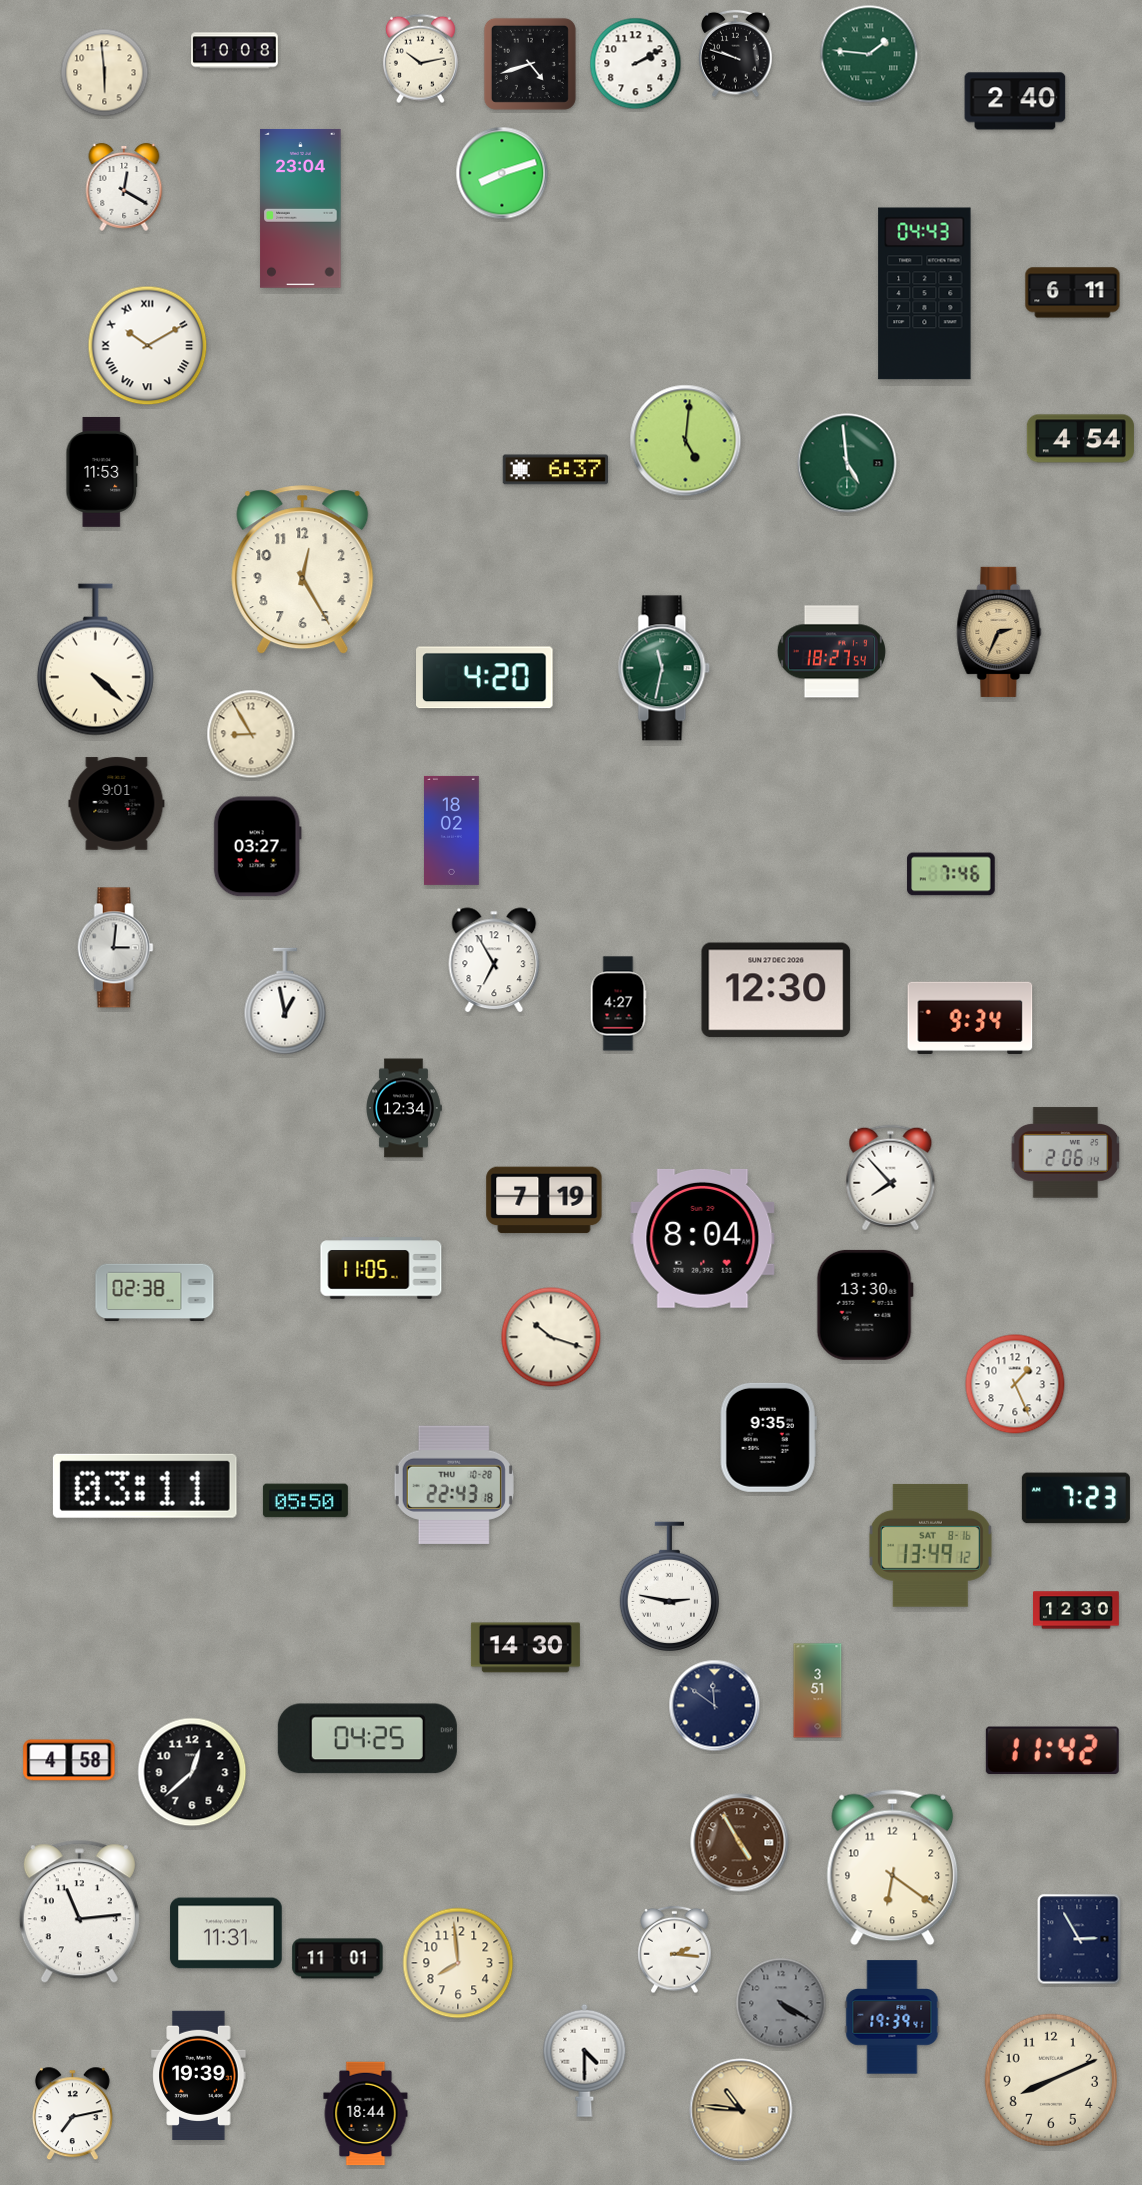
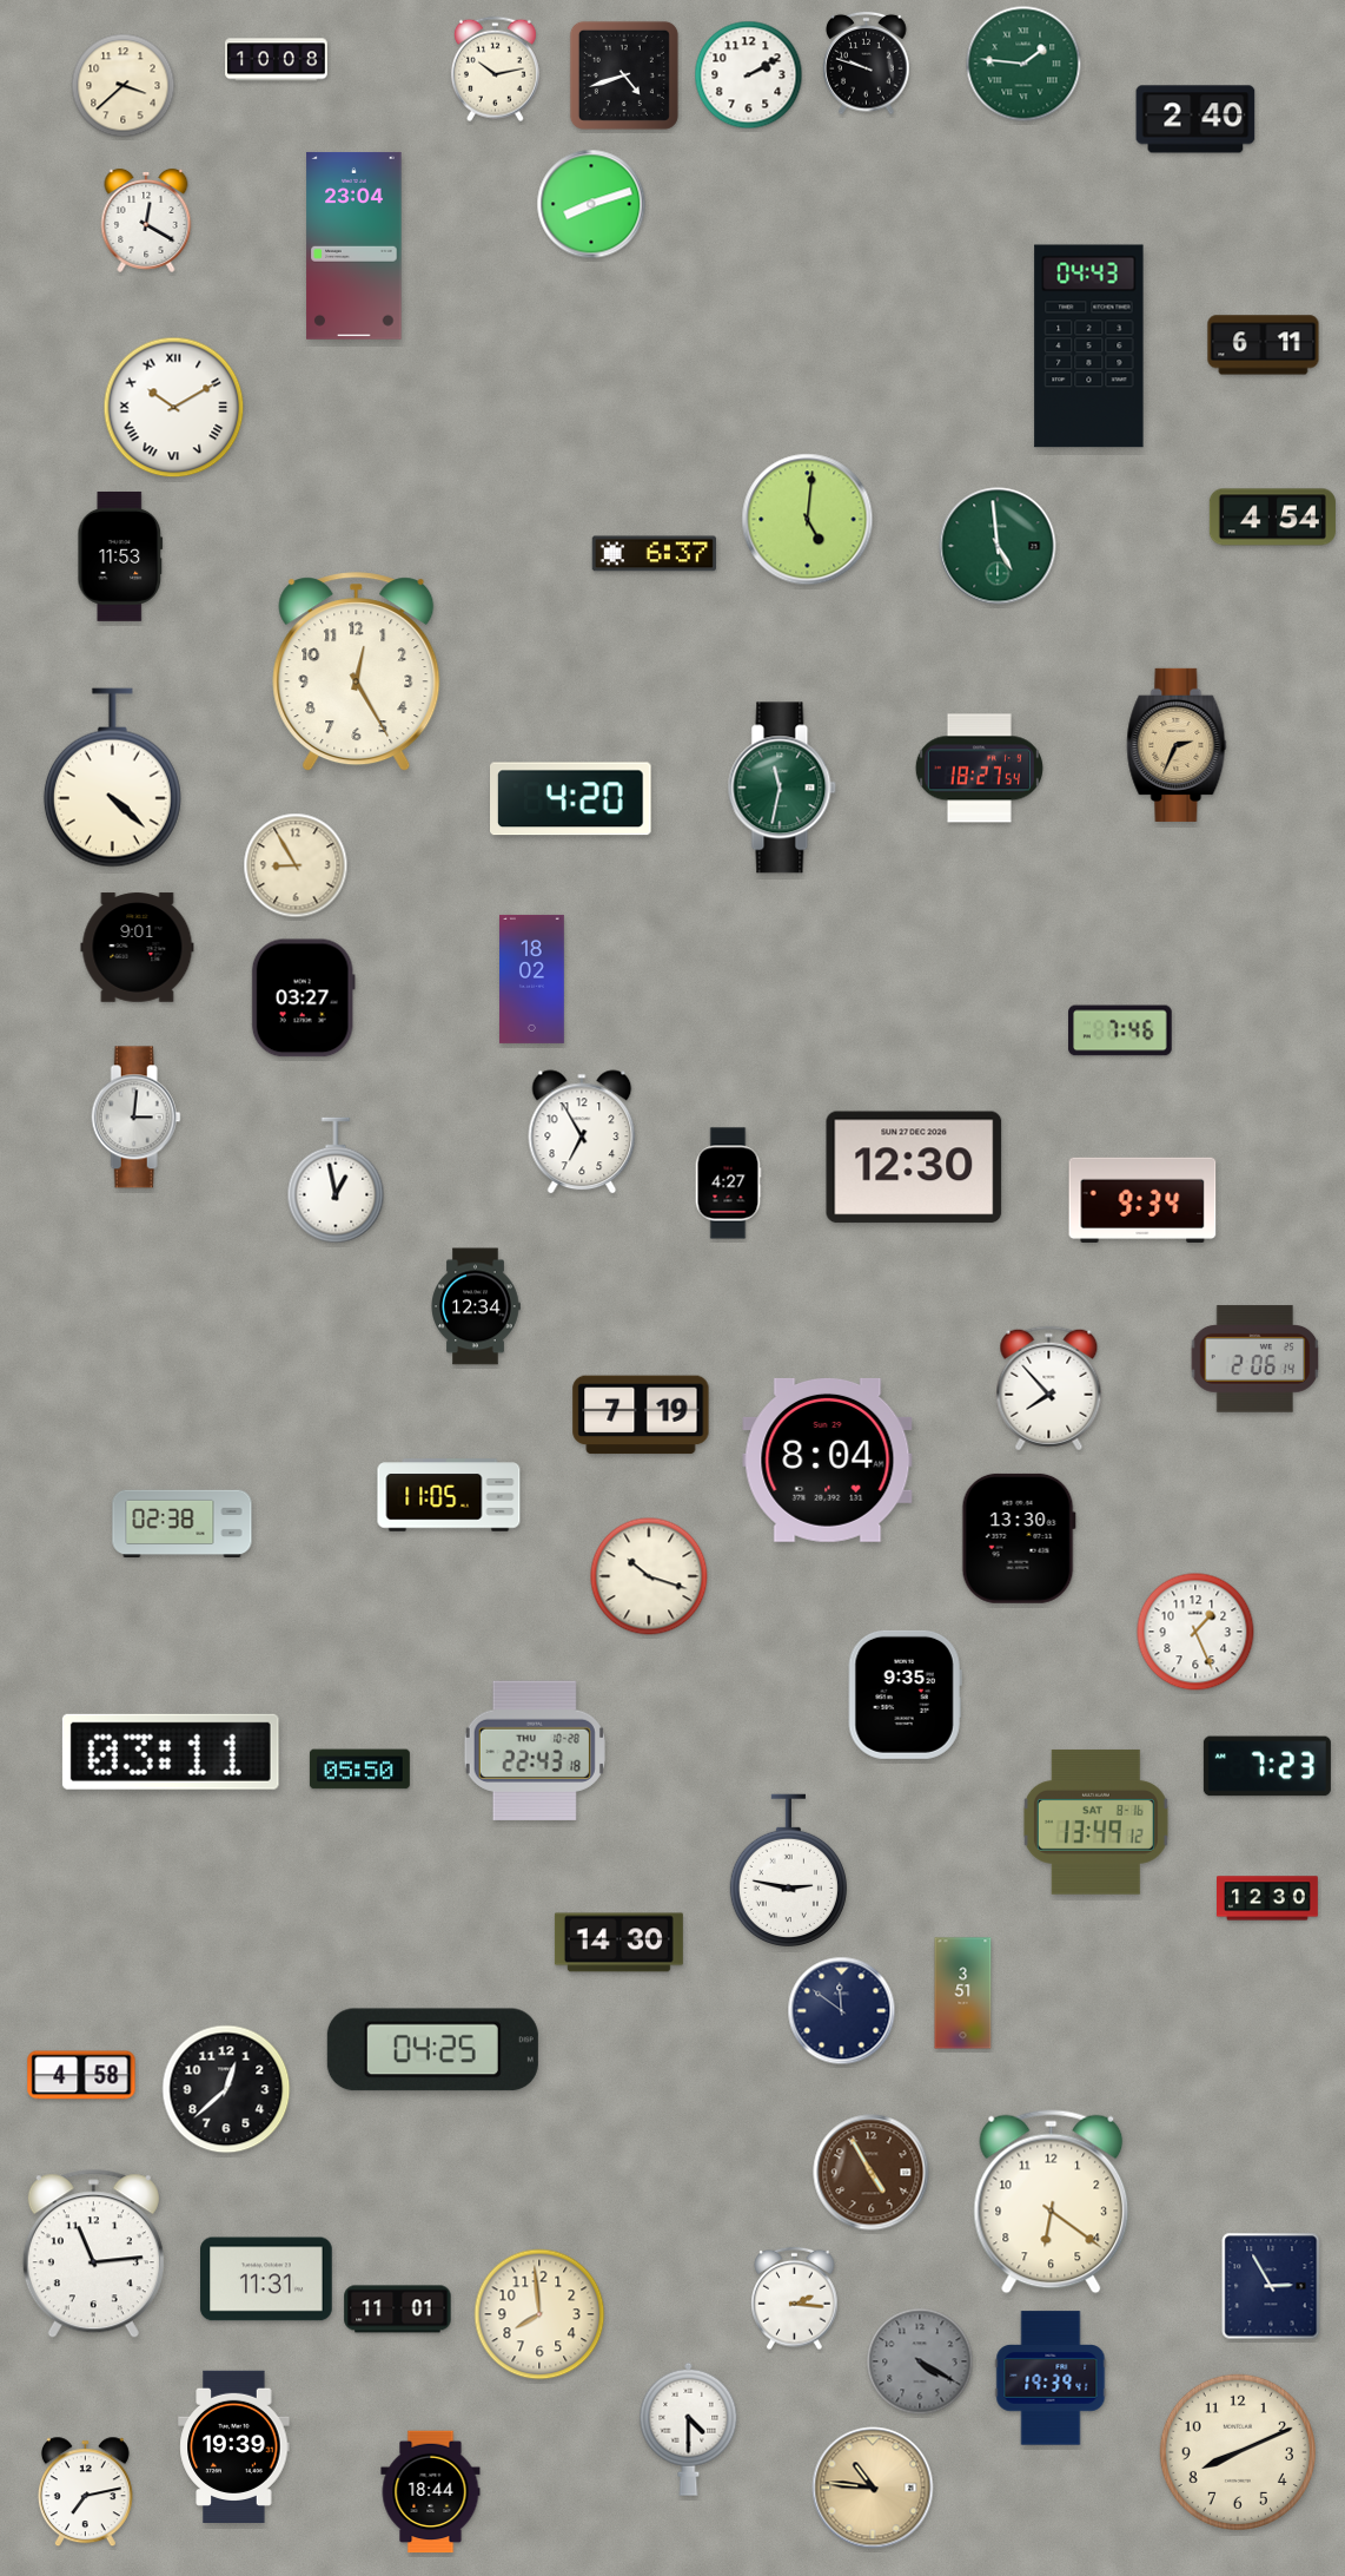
clock at (105, 73): 5:59 -> 3:38
clock at (1052, 1750): 11:42 -> none
